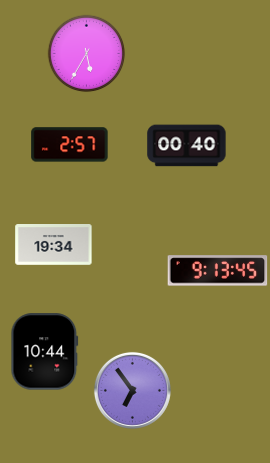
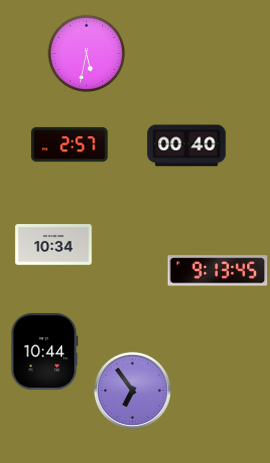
clock at (86, 53): 5:35 -> 5:32
clock at (54, 245): 19:34 -> 10:34
